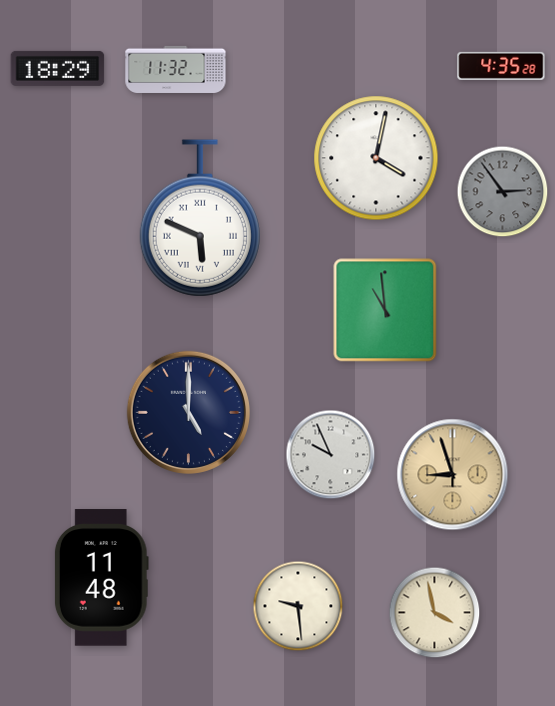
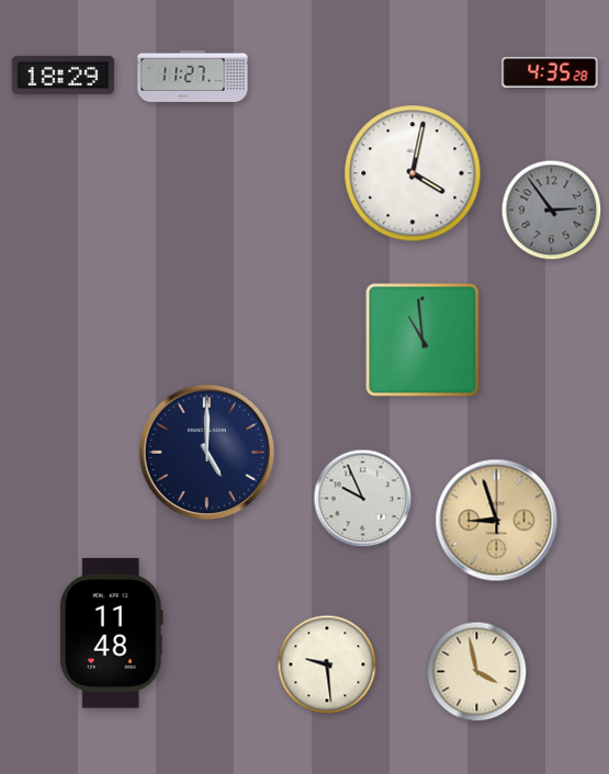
clock at (176, 69): 11:32 -> 11:27
clock at (200, 218): 5:49 -> none
